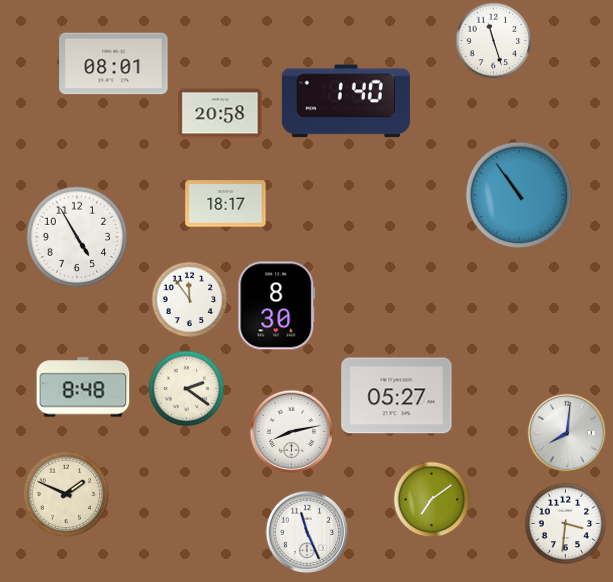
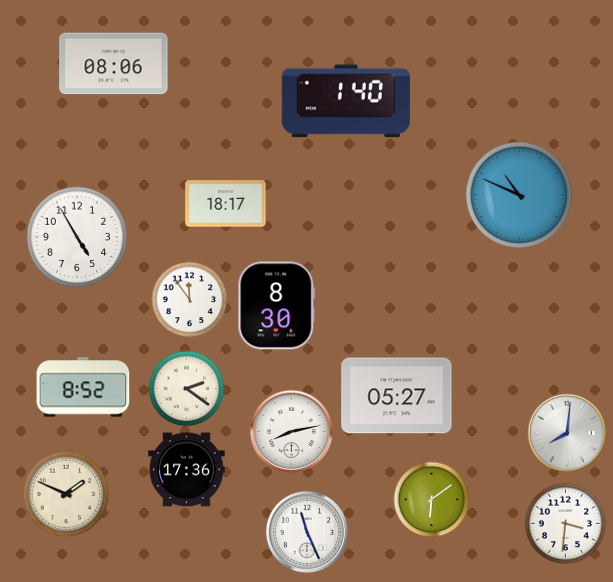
clock at (494, 41): 11:27 -> none
clock at (114, 64): 08:01 -> 08:06
clock at (220, 113): 20:58 -> none
clock at (519, 195): 10:54 -> 10:49
clock at (83, 387): 8:48 -> 8:52
clock at (187, 470): none -> 17:36
clock at (432, 500): 7:09 -> 6:09
